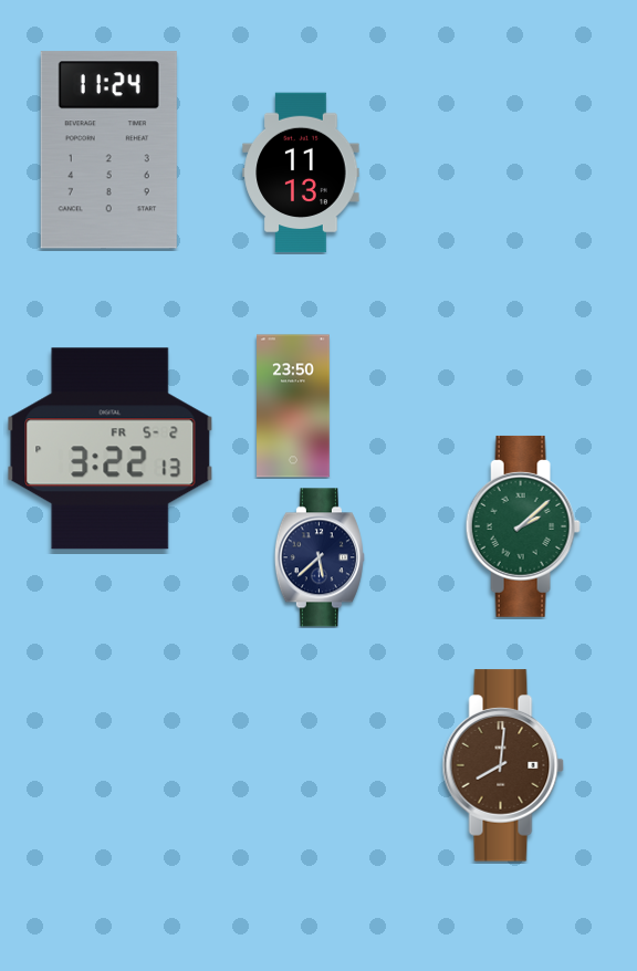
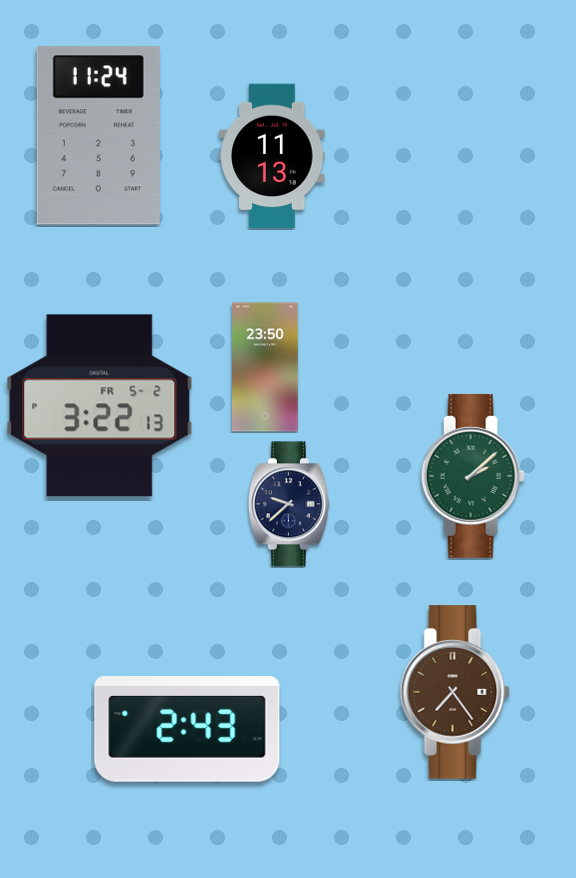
clock at (320, 557): 5:38 -> 9:38
clock at (503, 765): 8:01 -> 7:24
clock at (187, 730): none -> 2:43
